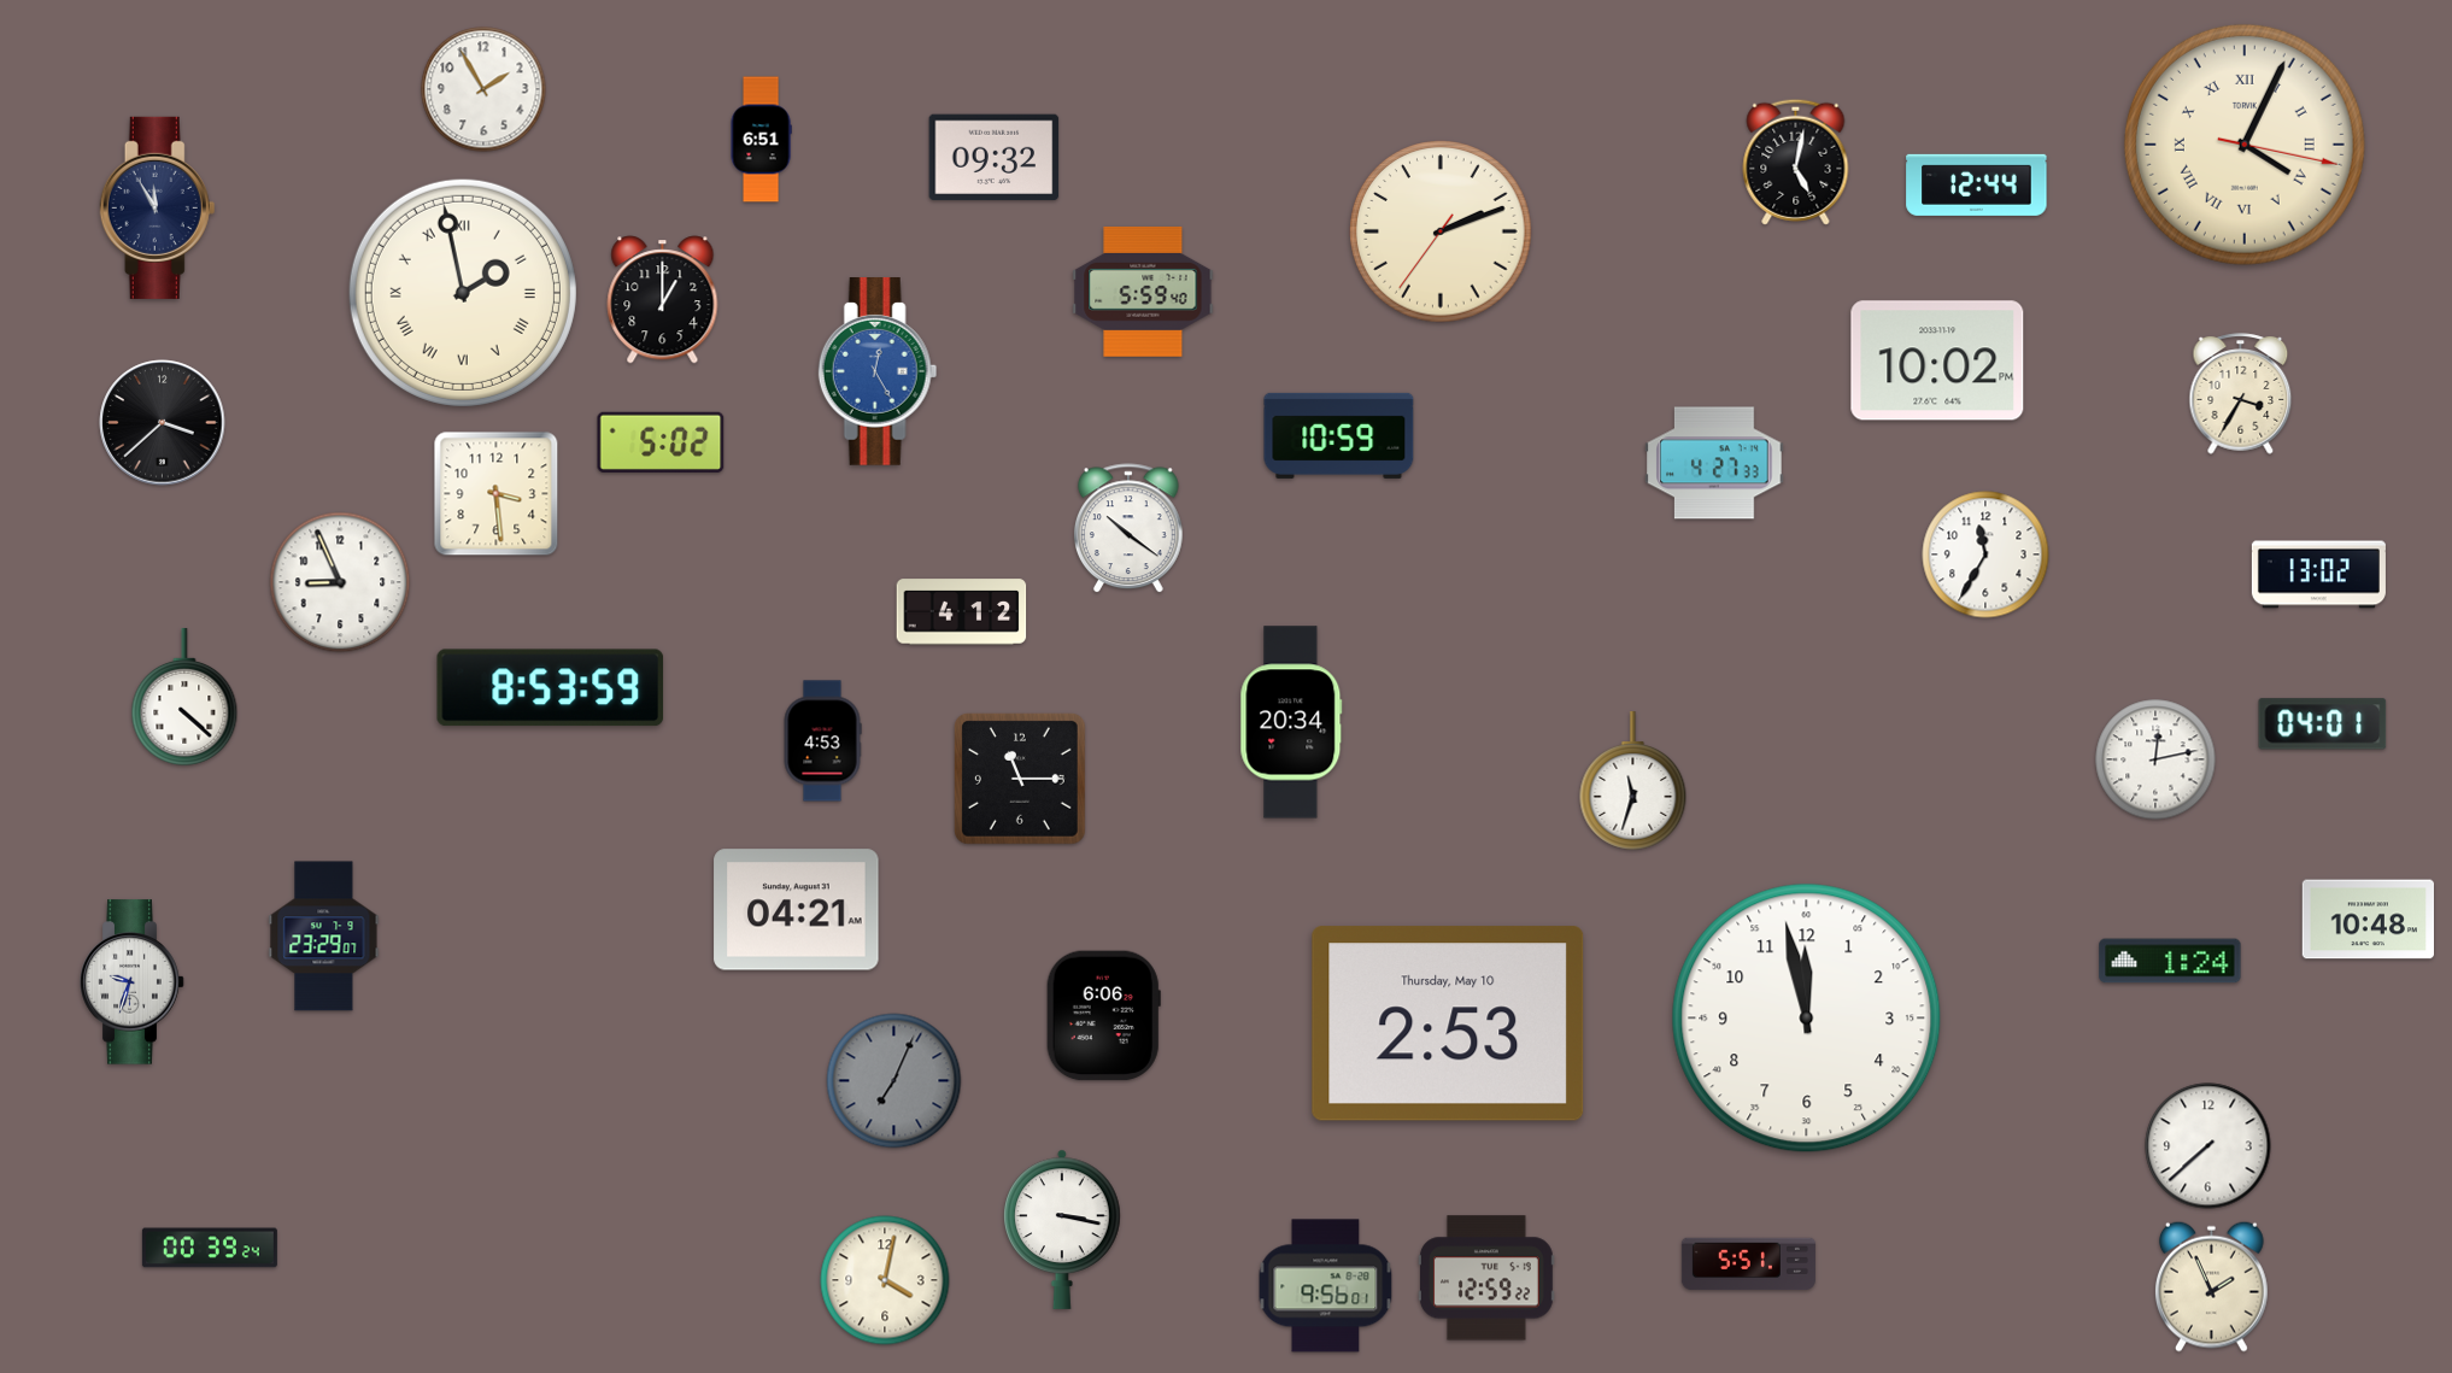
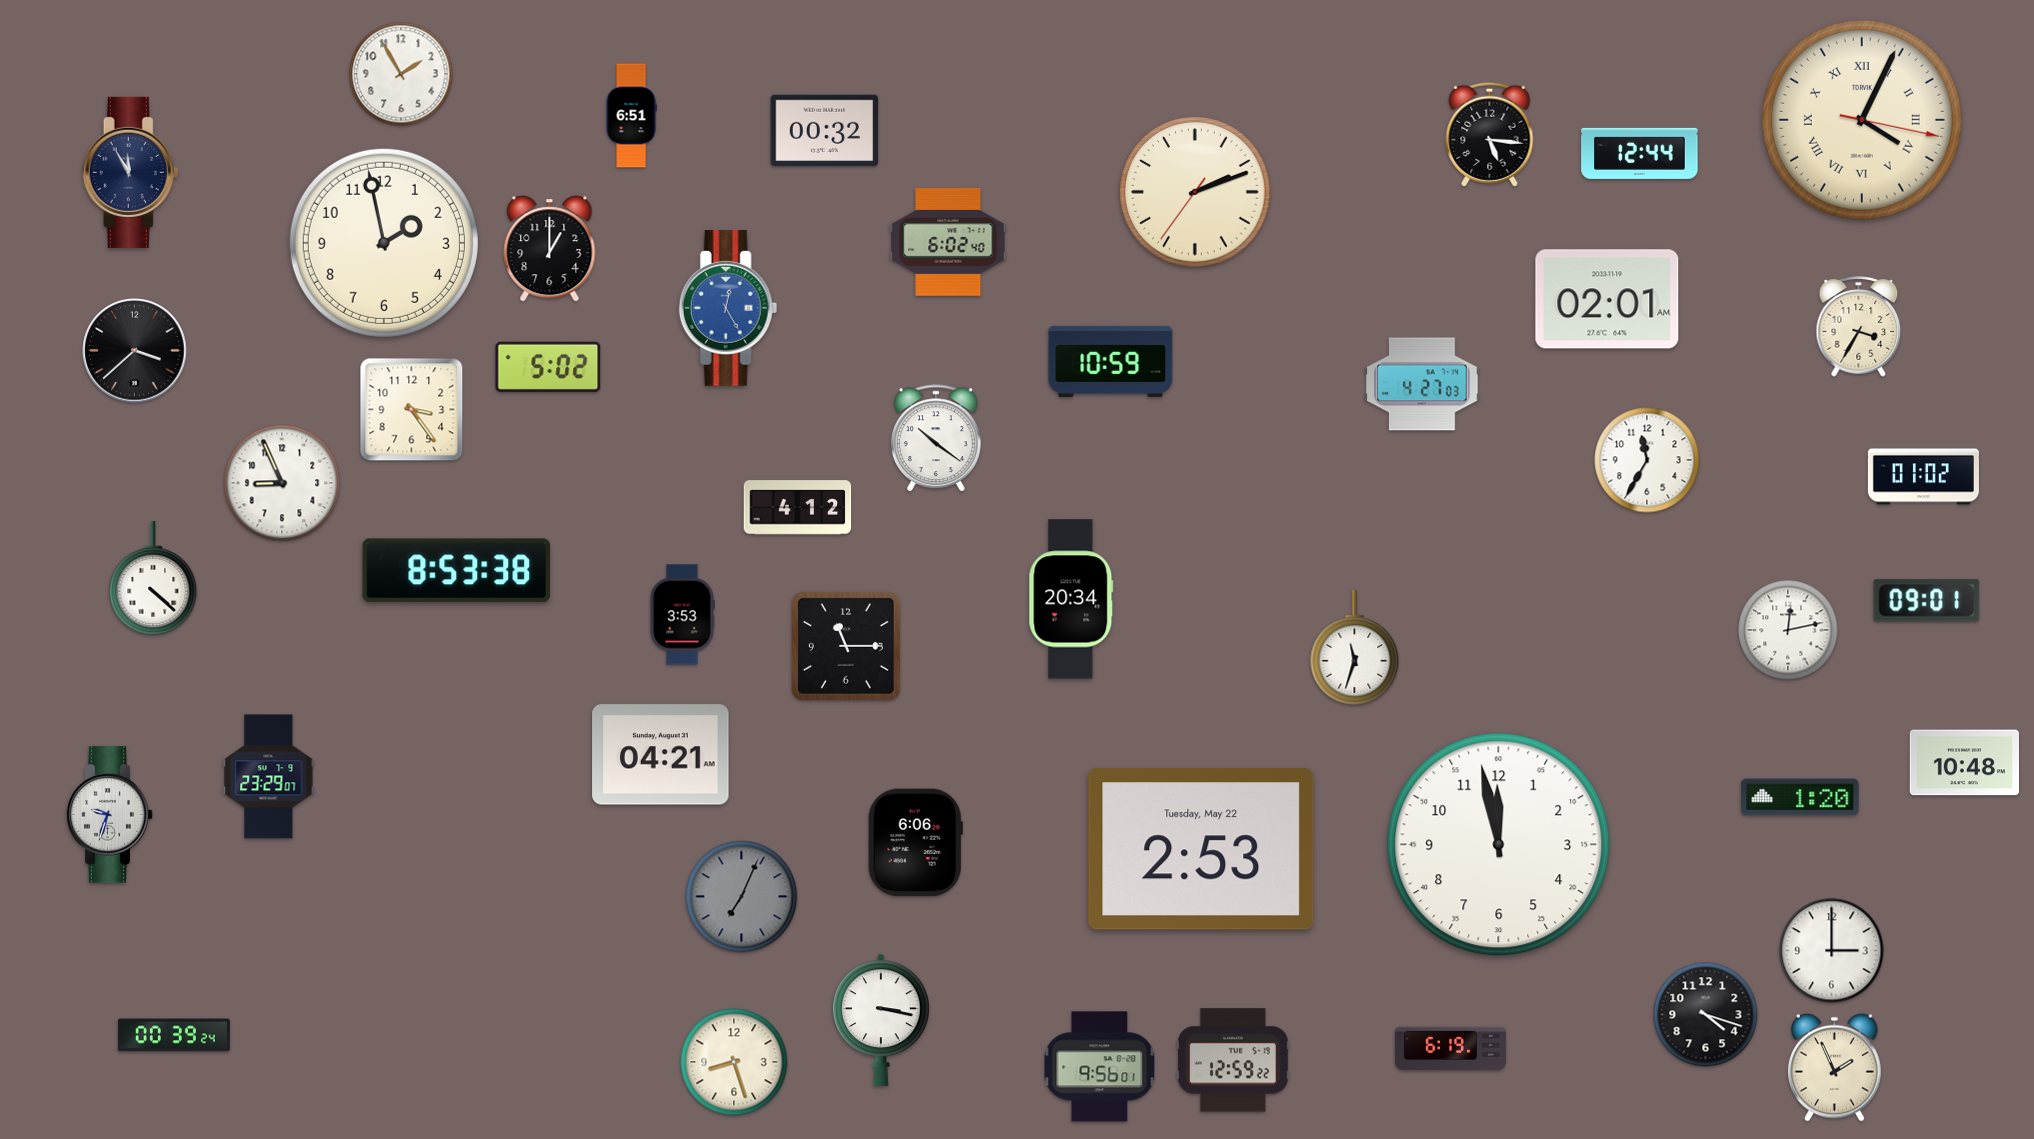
clock at (995, 158): 09:32 -> 00:32
clock at (1796, 162): 5:02 -> 5:16
clock at (1143, 292): 5:59 -> 6:02
clock at (463, 293) numerals: Roman -> Arabic
clock at (1937, 360): 10:02 -> 02:01
clock at (1714, 463): 4:27:33 -> 4:27:03
clock at (497, 494): 3:29 -> 3:24
clock at (2318, 575): 13:02 -> 01:02
clock at (551, 688): 8:53:59 -> 8:53:38
clock at (2323, 724): 04:01 -> 09:01
clock at (822, 741): 4:53 -> 3:53
clock at (2170, 961): 1:24 -> 1:20
clock at (1448, 1023) date: Thursday, May 10 -> Tuesday, May 22
clock at (2208, 1146): 7:38 -> 3:00
clock at (1706, 1015): none -> 4:18
clock at (1748, 1265): 5:51 -> 6:19
clock at (885, 1280): 4:02 -> 8:27
